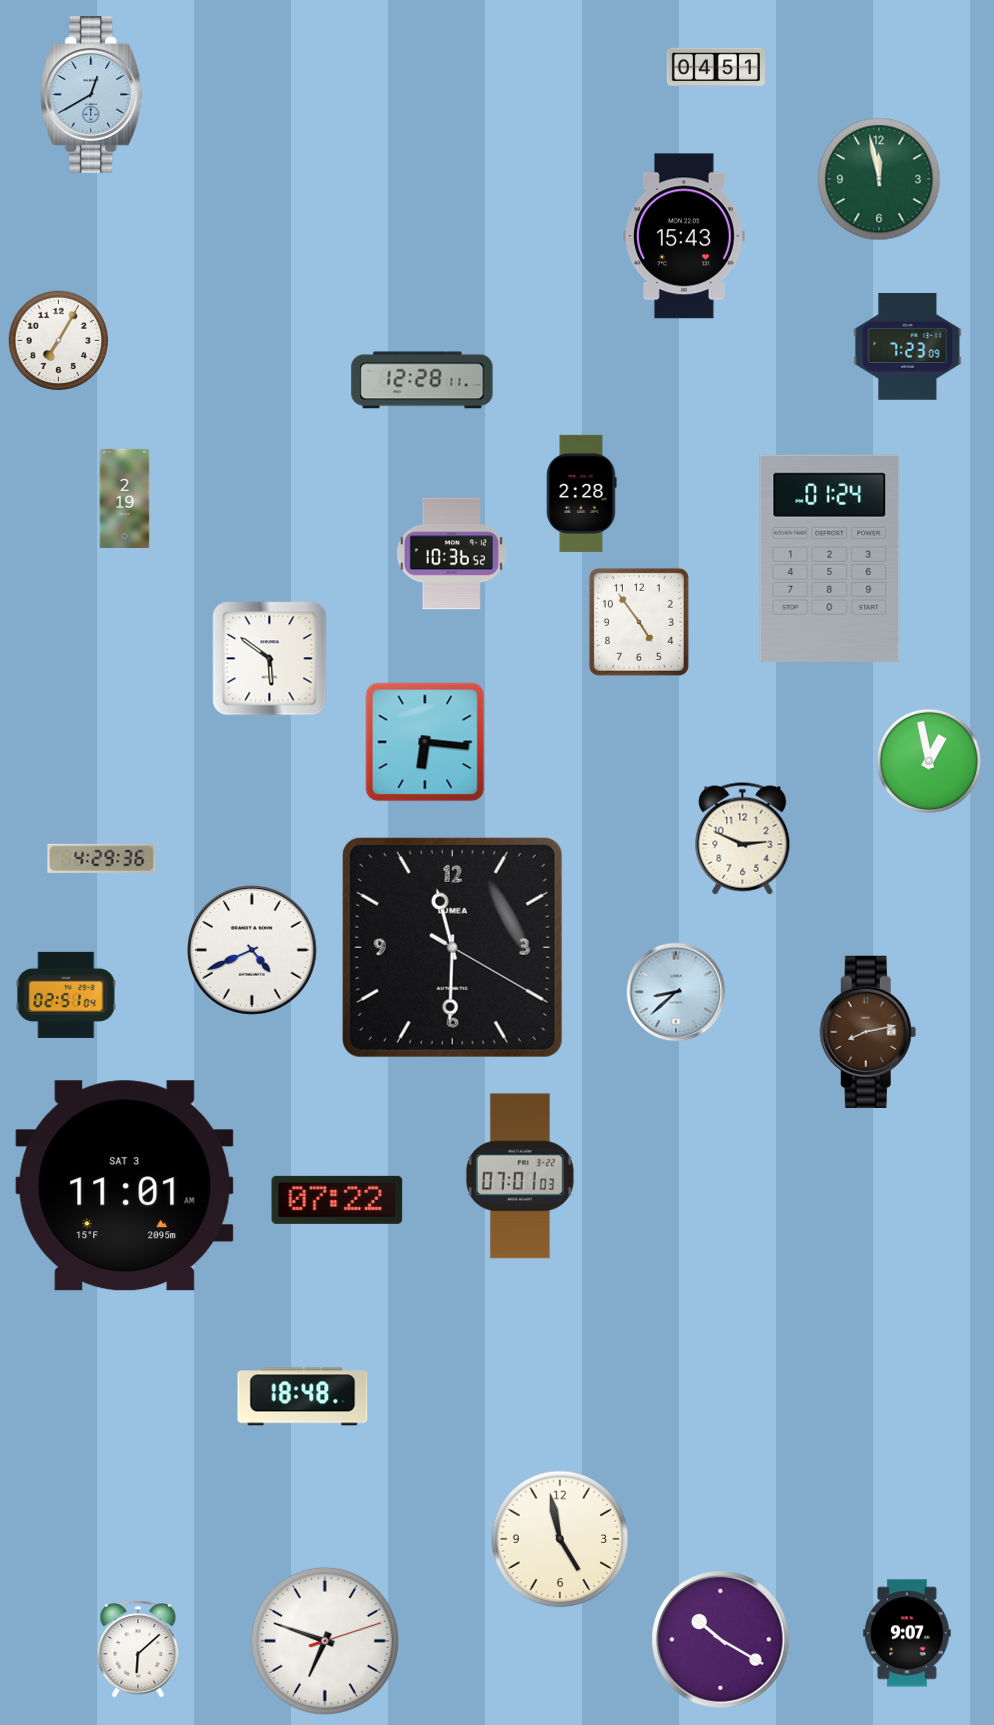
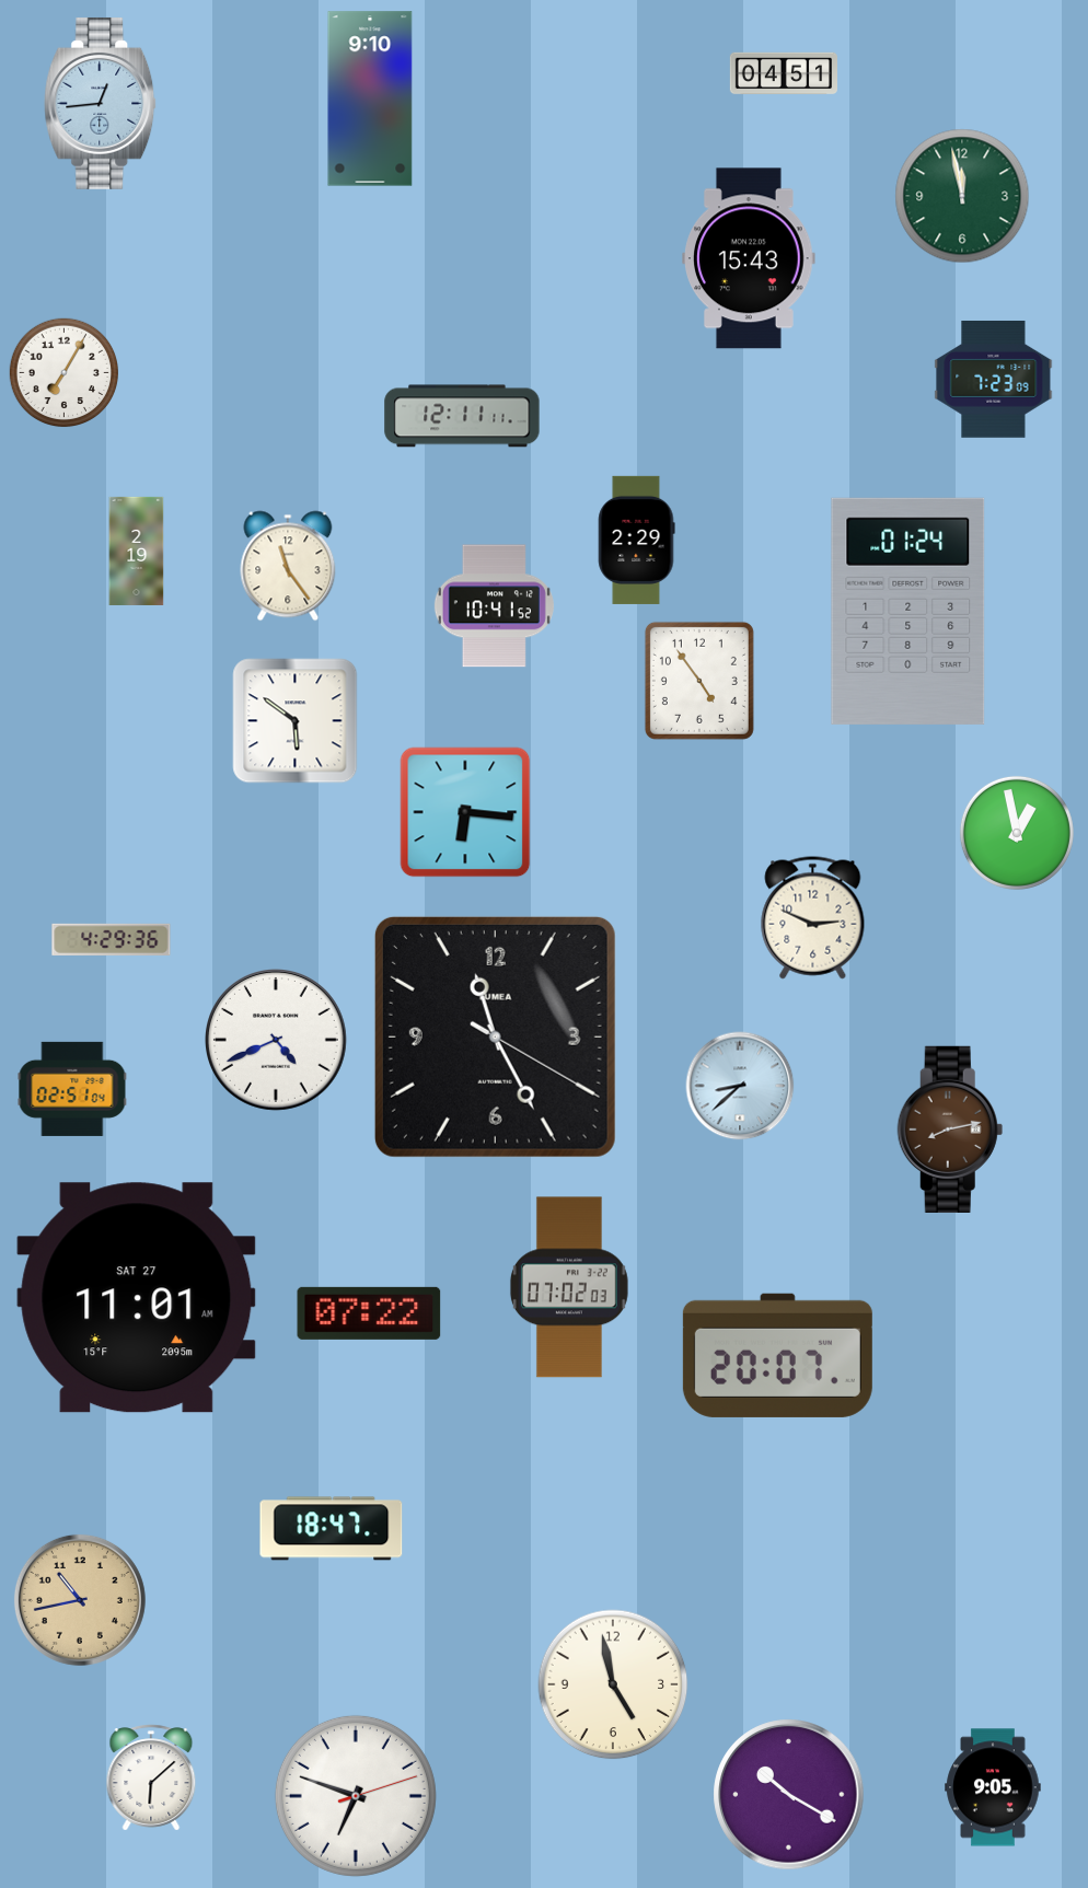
clock at (370, 99): none -> 9:10
clock at (92, 94): 12:40 -> 12:44
clock at (422, 380): 12:28 -> 12:11
clock at (582, 493): 2:28 -> 2:29
clock at (125, 498) position: (125, 498) -> (137, 551)
clock at (288, 566): none -> 11:24
clock at (451, 554): 10:36 -> 10:41
clock at (452, 947): 11:30 -> 11:25
clock at (520, 1176): 07:01 -> 07:02
clock at (125, 1186) date: SAT 3 -> SAT 27
clock at (777, 1355): none -> 20:07
clock at (303, 1397): 18:48 -> 18:47
clock at (80, 1600): none -> 10:43
clock at (907, 1633): 9:07 -> 9:05
clock at (138, 1649) position: (138, 1649) -> (151, 1777)
